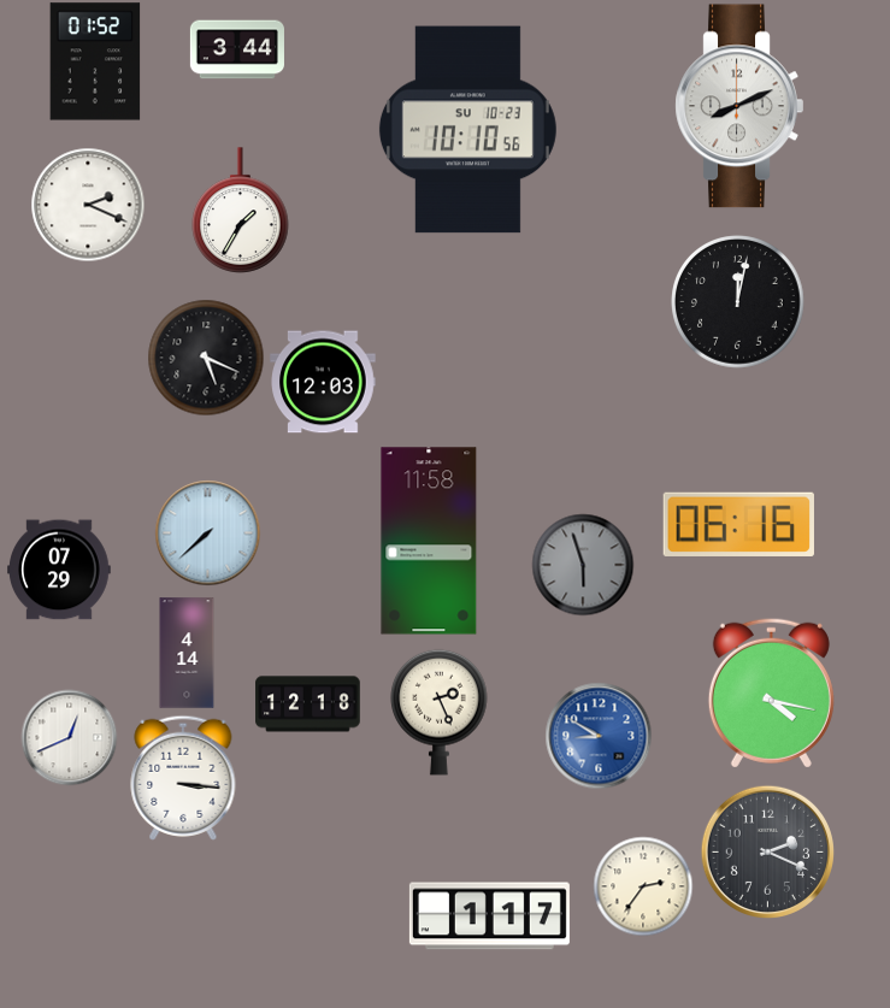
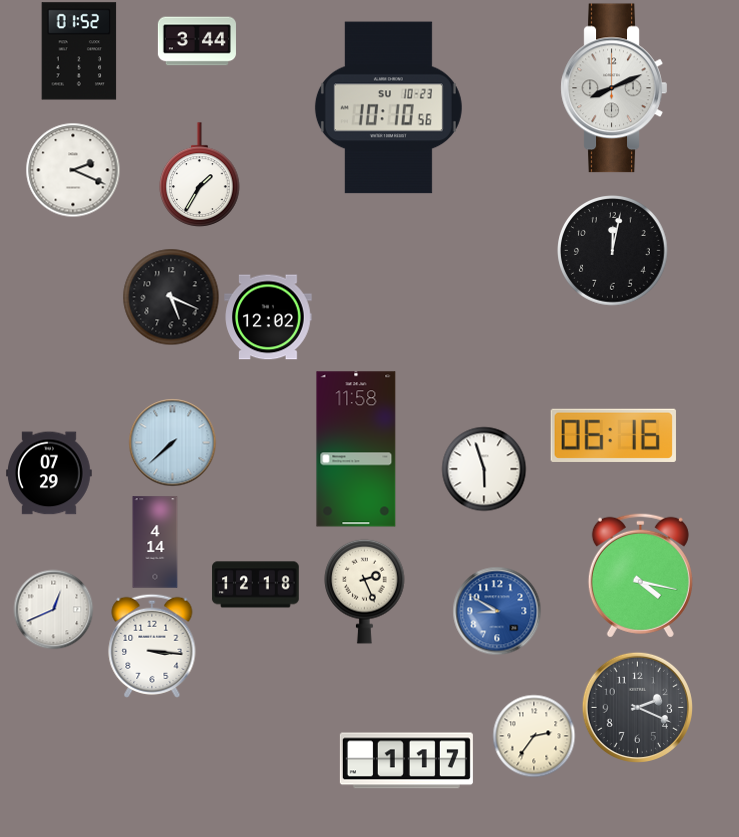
clock at (323, 382): 12:03 -> 12:02
clock at (583, 565) dial: grey -> white
clock at (69, 737) position: (69, 737) -> (53, 609)
